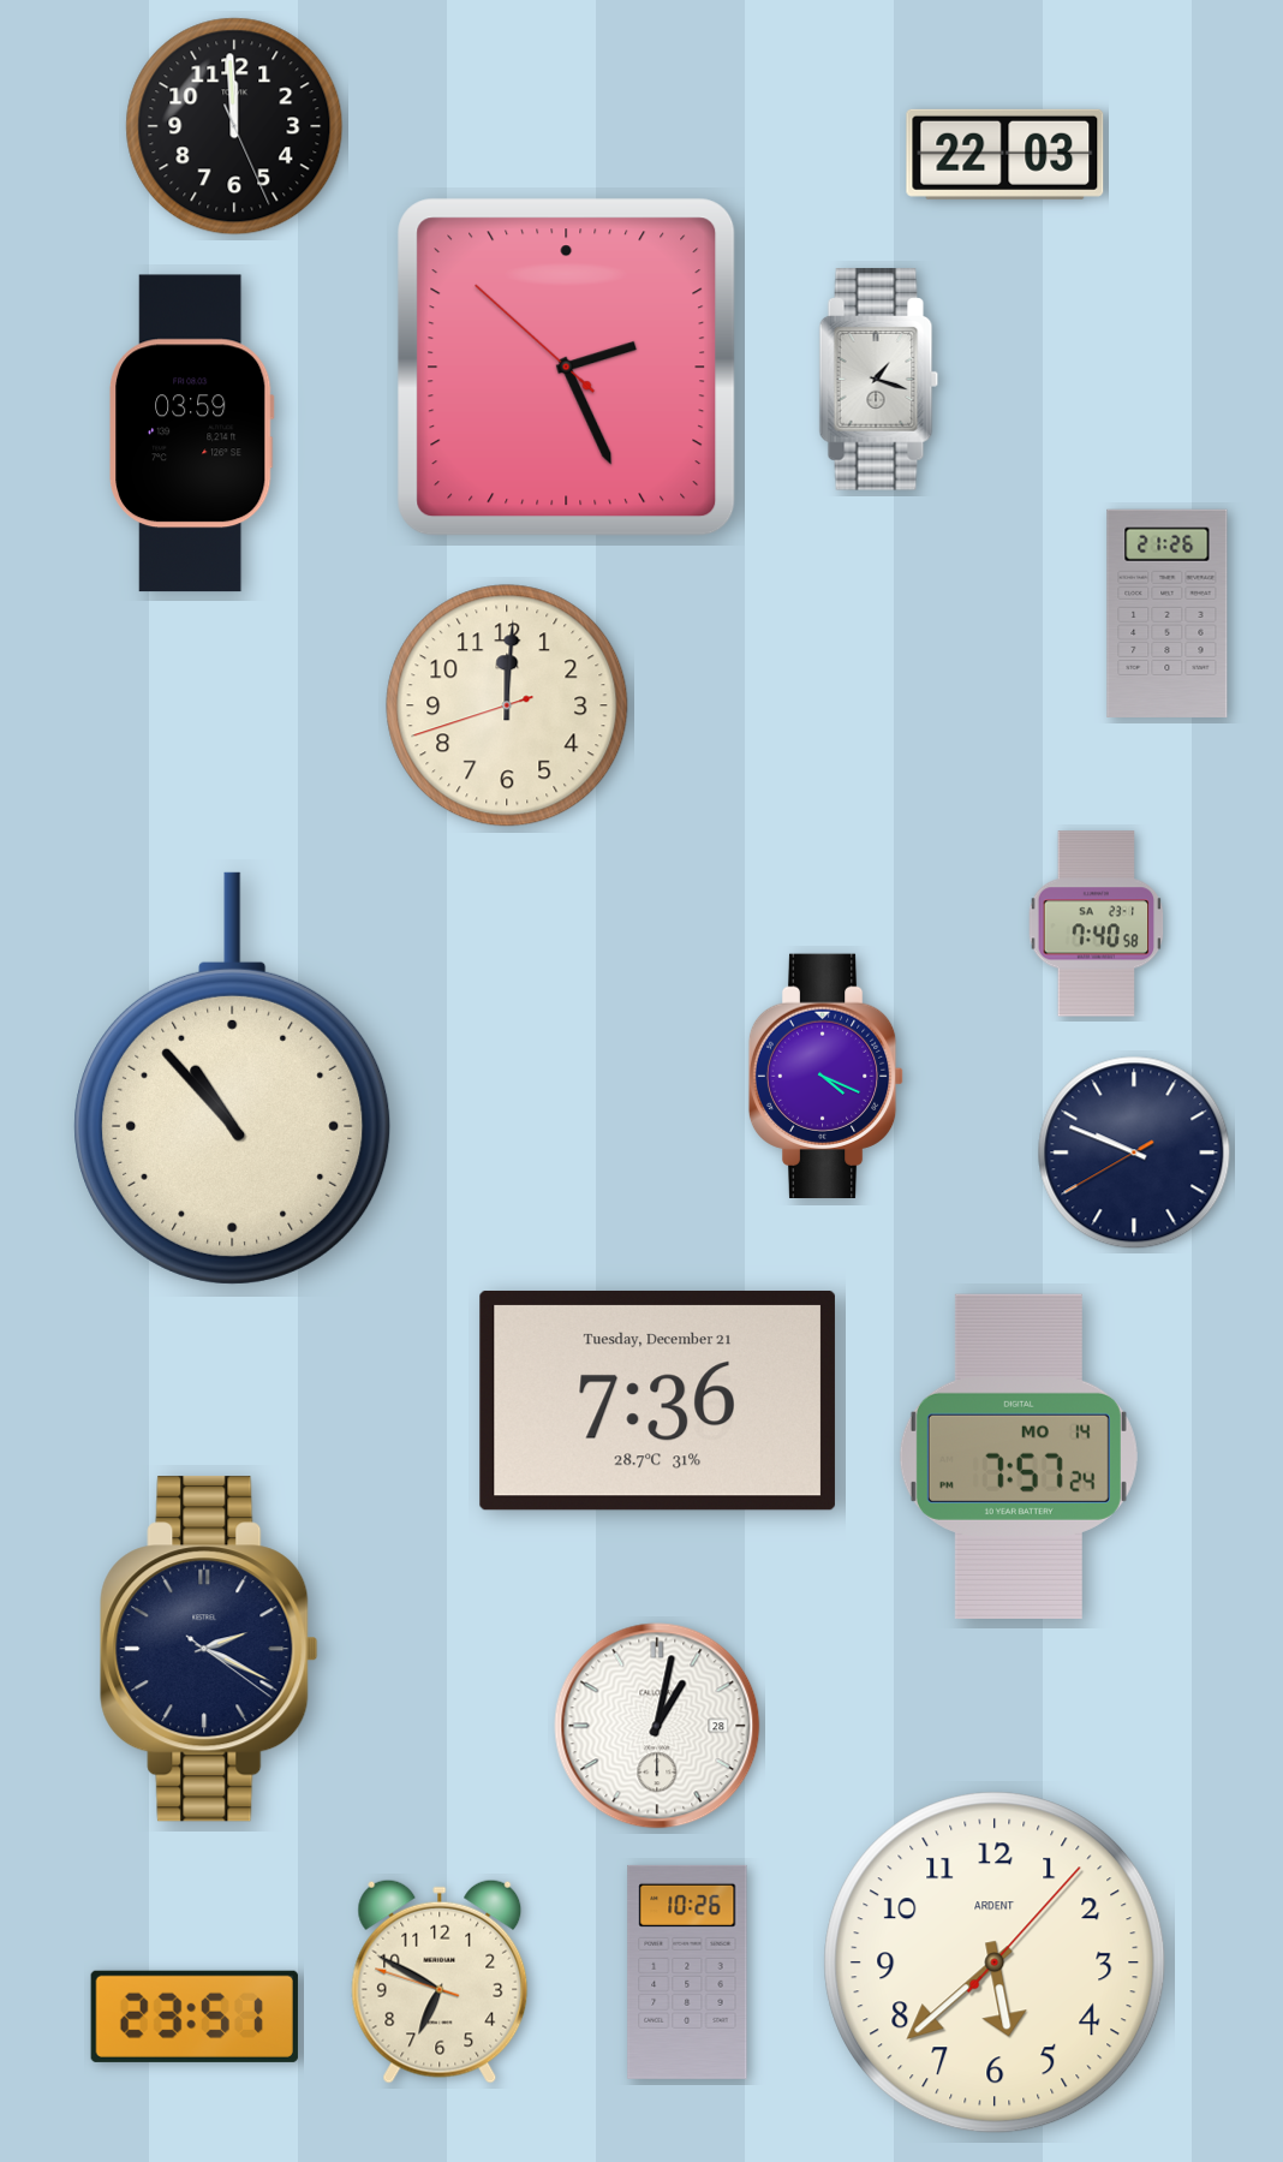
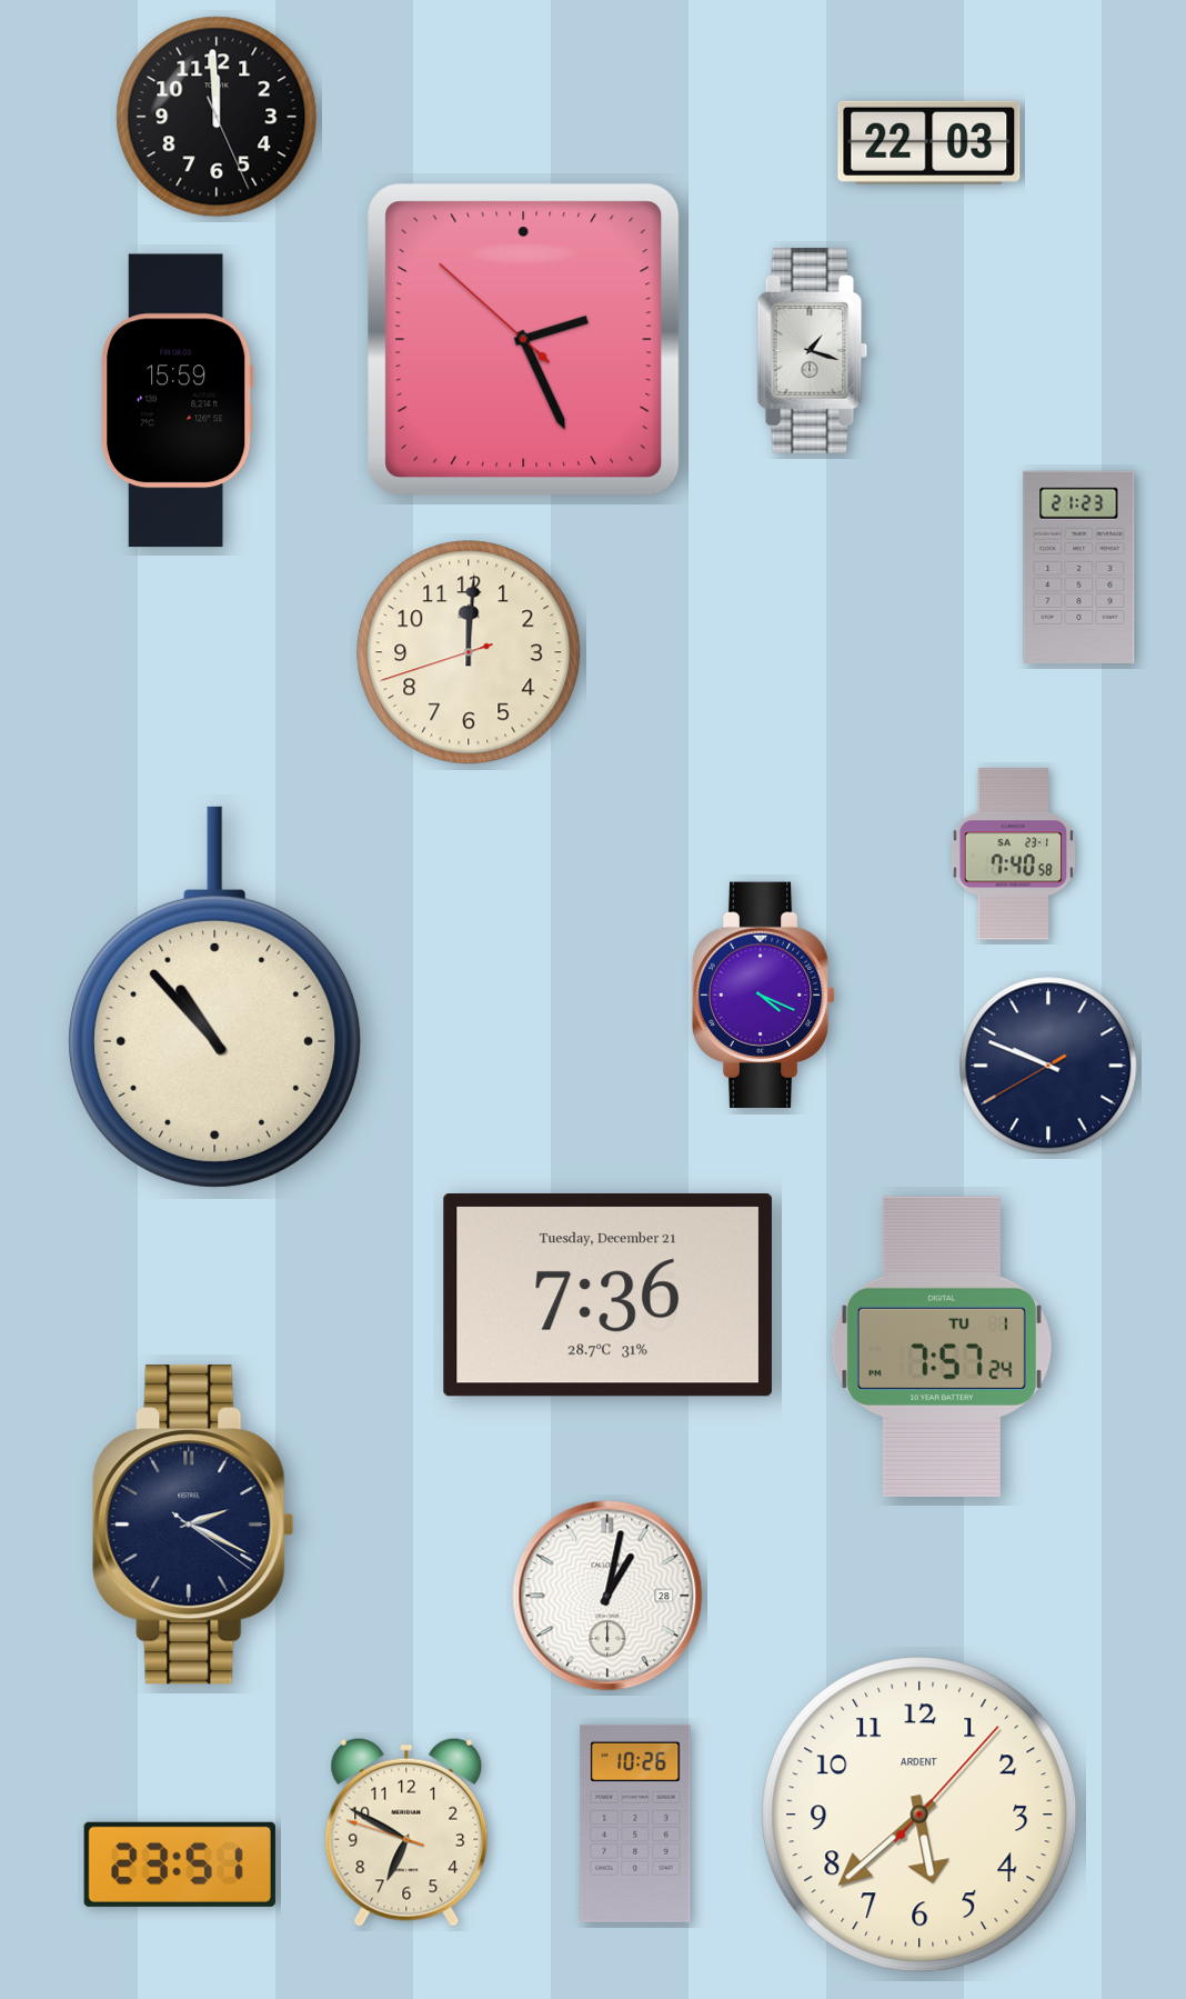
clock at (192, 434): 03:59 -> 15:59
clock at (1168, 613): 21:26 -> 21:23
clock at (1019, 1457) date: MO 14 -> TU 1
